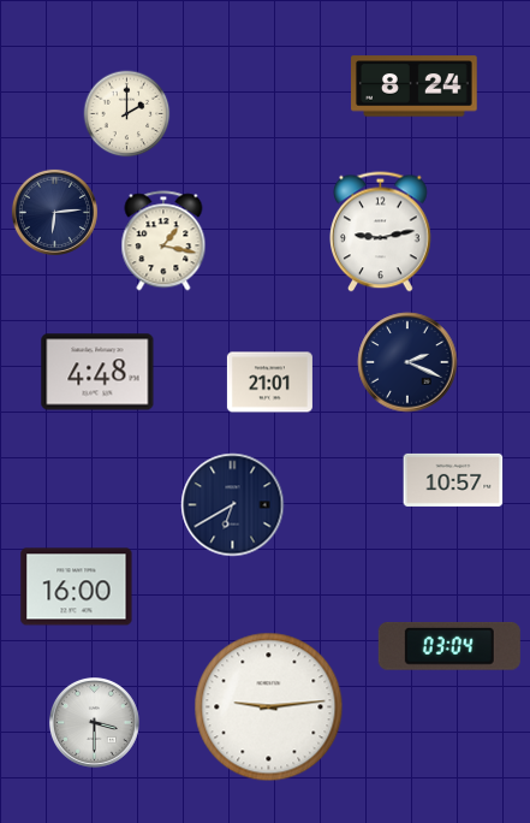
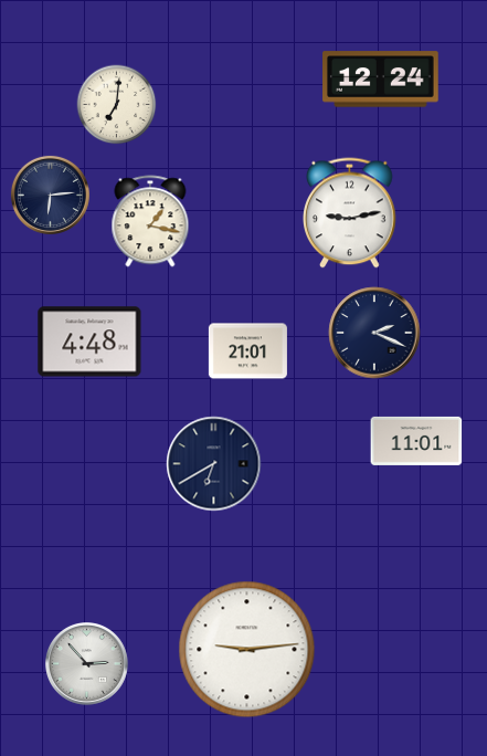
clock at (415, 87): 8:24 -> 12:24
clock at (127, 114): 2:00 -> 7:01
clock at (453, 480): 10:57 -> 11:01
clock at (77, 587): 16:00 -> none
clock at (449, 646): 03:04 -> none
clock at (95, 723): 3:30 -> 2:53
